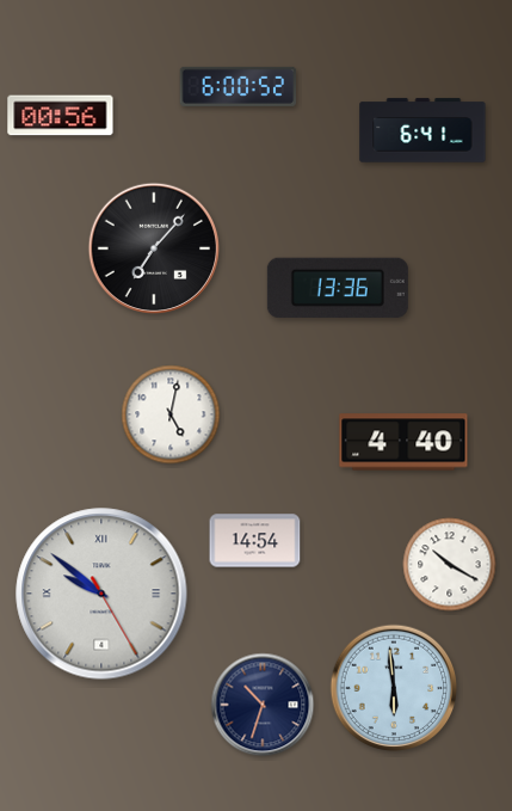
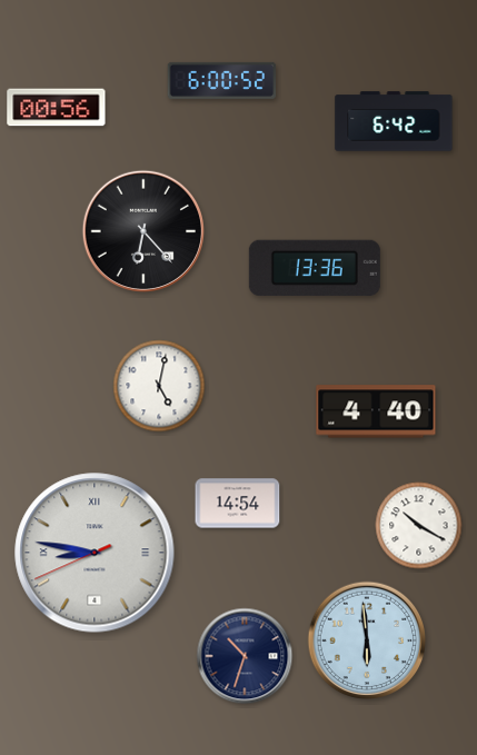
clock at (422, 130): 6:41 -> 6:42
clock at (153, 247): 7:07 -> 6:23
clock at (101, 594): 9:51 -> 8:46
